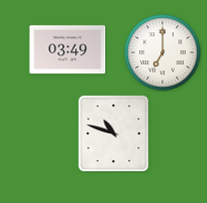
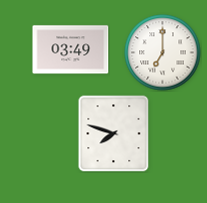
clock at (68, 50) position: (68, 50) -> (71, 50)
clock at (114, 133): 10:48 -> 7:48
